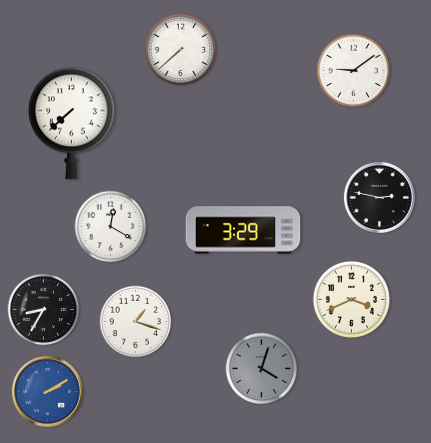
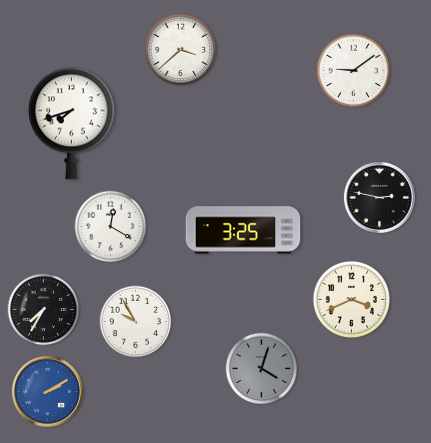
clock at (181, 50): 7:38 -> 3:38
clock at (72, 123): 7:38 -> 7:42
clock at (243, 230): 3:29 -> 3:25
clock at (44, 310): 8:35 -> 7:35
clock at (136, 322): 1:18 -> 9:55
